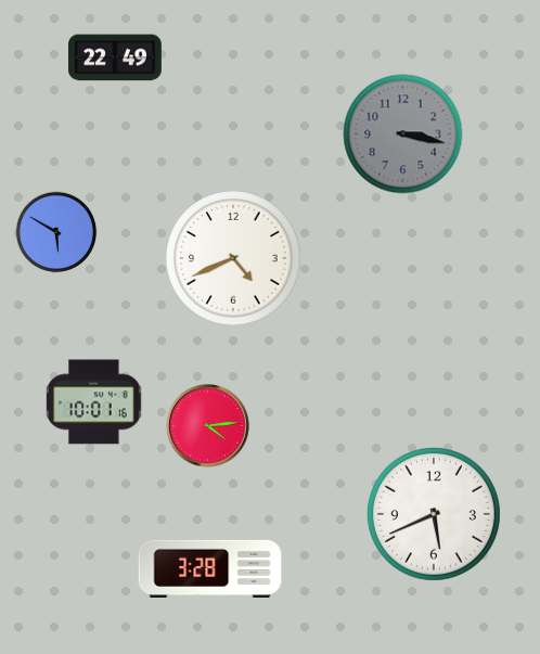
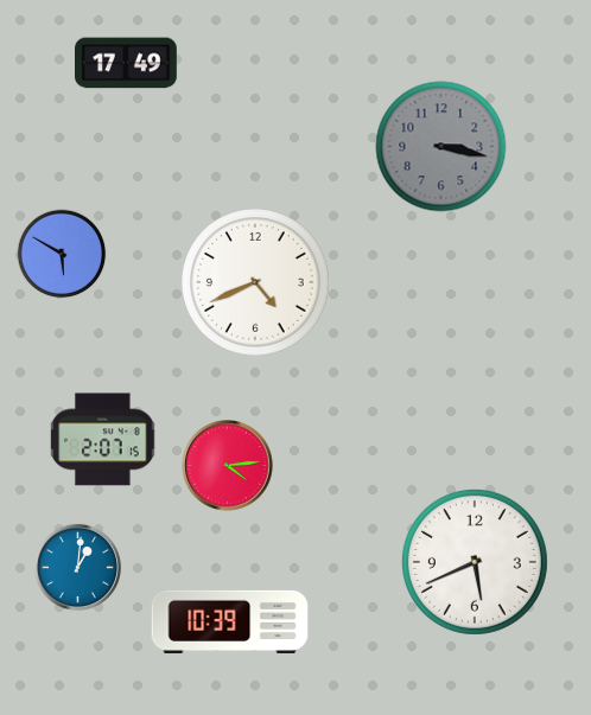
clock at (116, 57): 22:49 -> 17:49
clock at (94, 402): 10:01 -> 2:07
clock at (77, 567): none -> 1:01
clock at (210, 568): 3:28 -> 10:39
